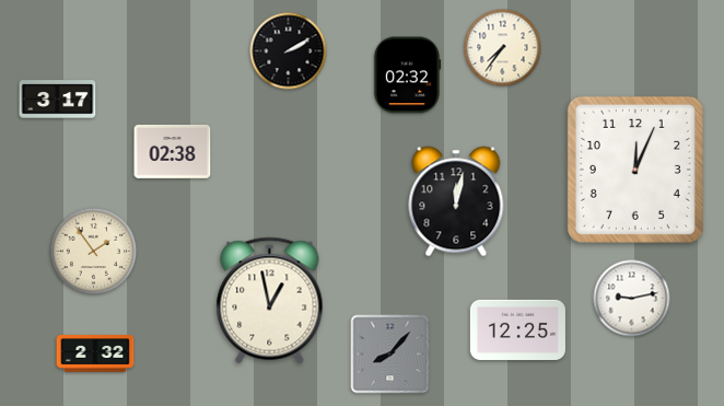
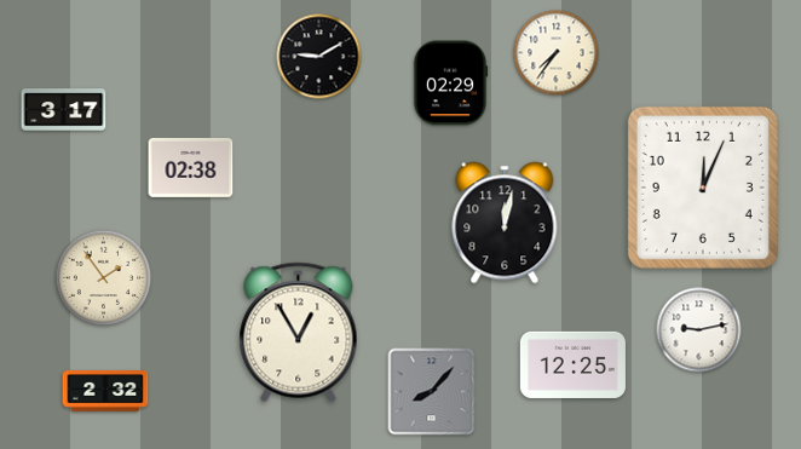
clock at (289, 51): 2:10 -> 9:10
clock at (407, 76): 02:32 -> 02:29
clock at (270, 301): 12:58 -> 12:55
